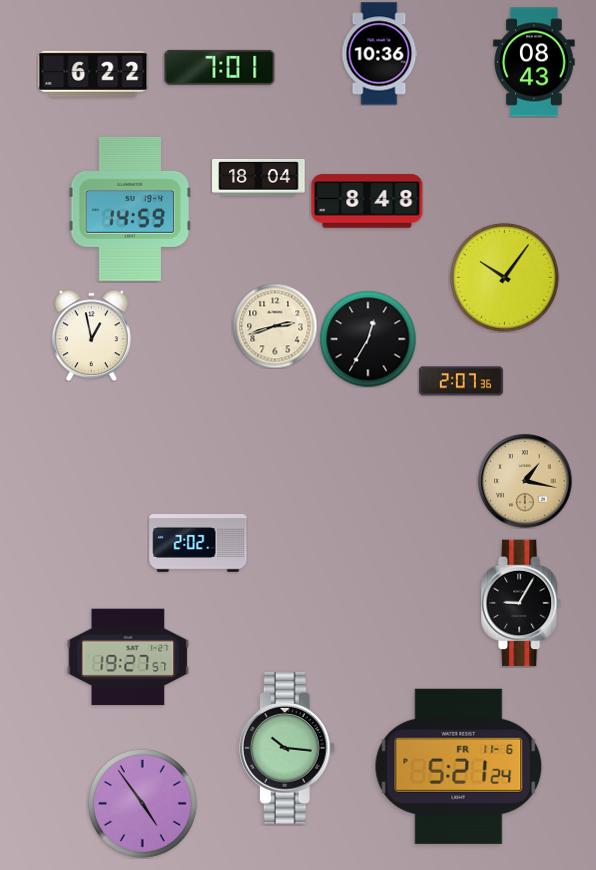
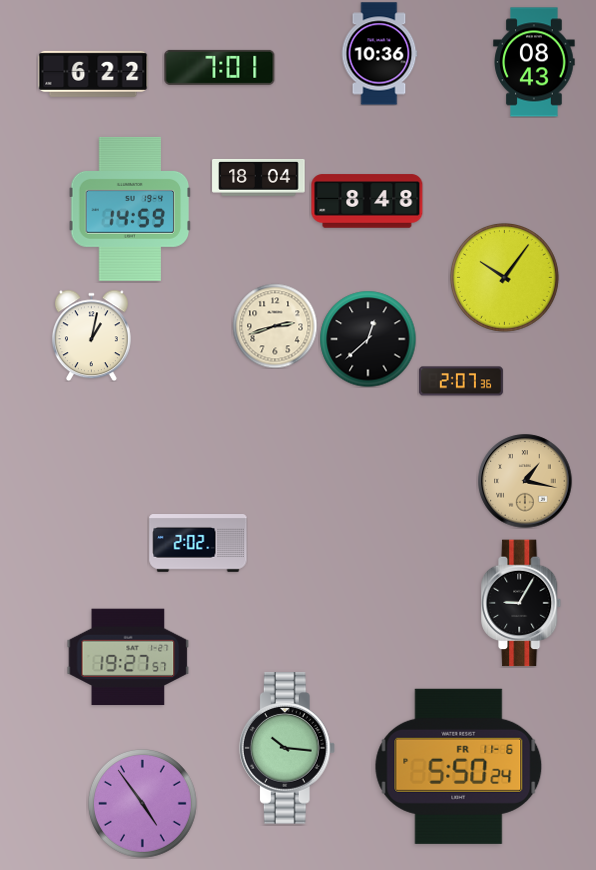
clock at (91, 335): 12:58 -> 1:02
clock at (368, 339): 12:35 -> 12:38
clock at (459, 766): 5:21 -> 5:50
